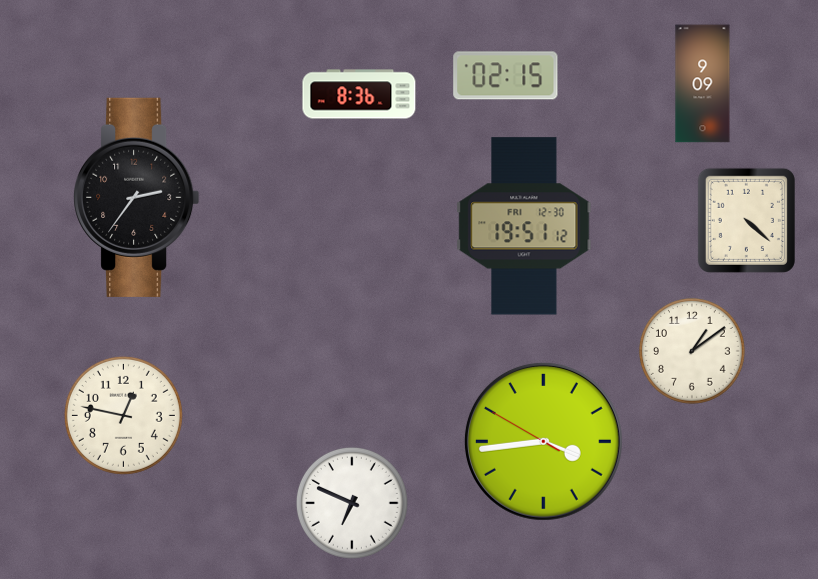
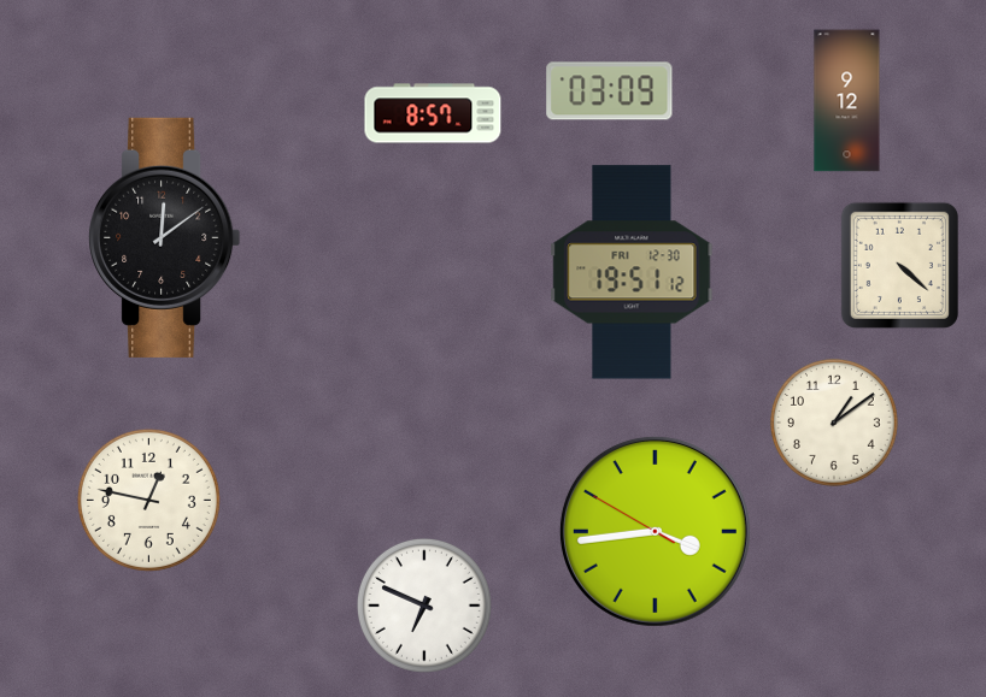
clock at (506, 76): 02:15 -> 03:09
clock at (703, 84): 9:09 -> 9:12
clock at (359, 94): 8:36 -> 8:57
clock at (137, 197): 2:36 -> 12:09
